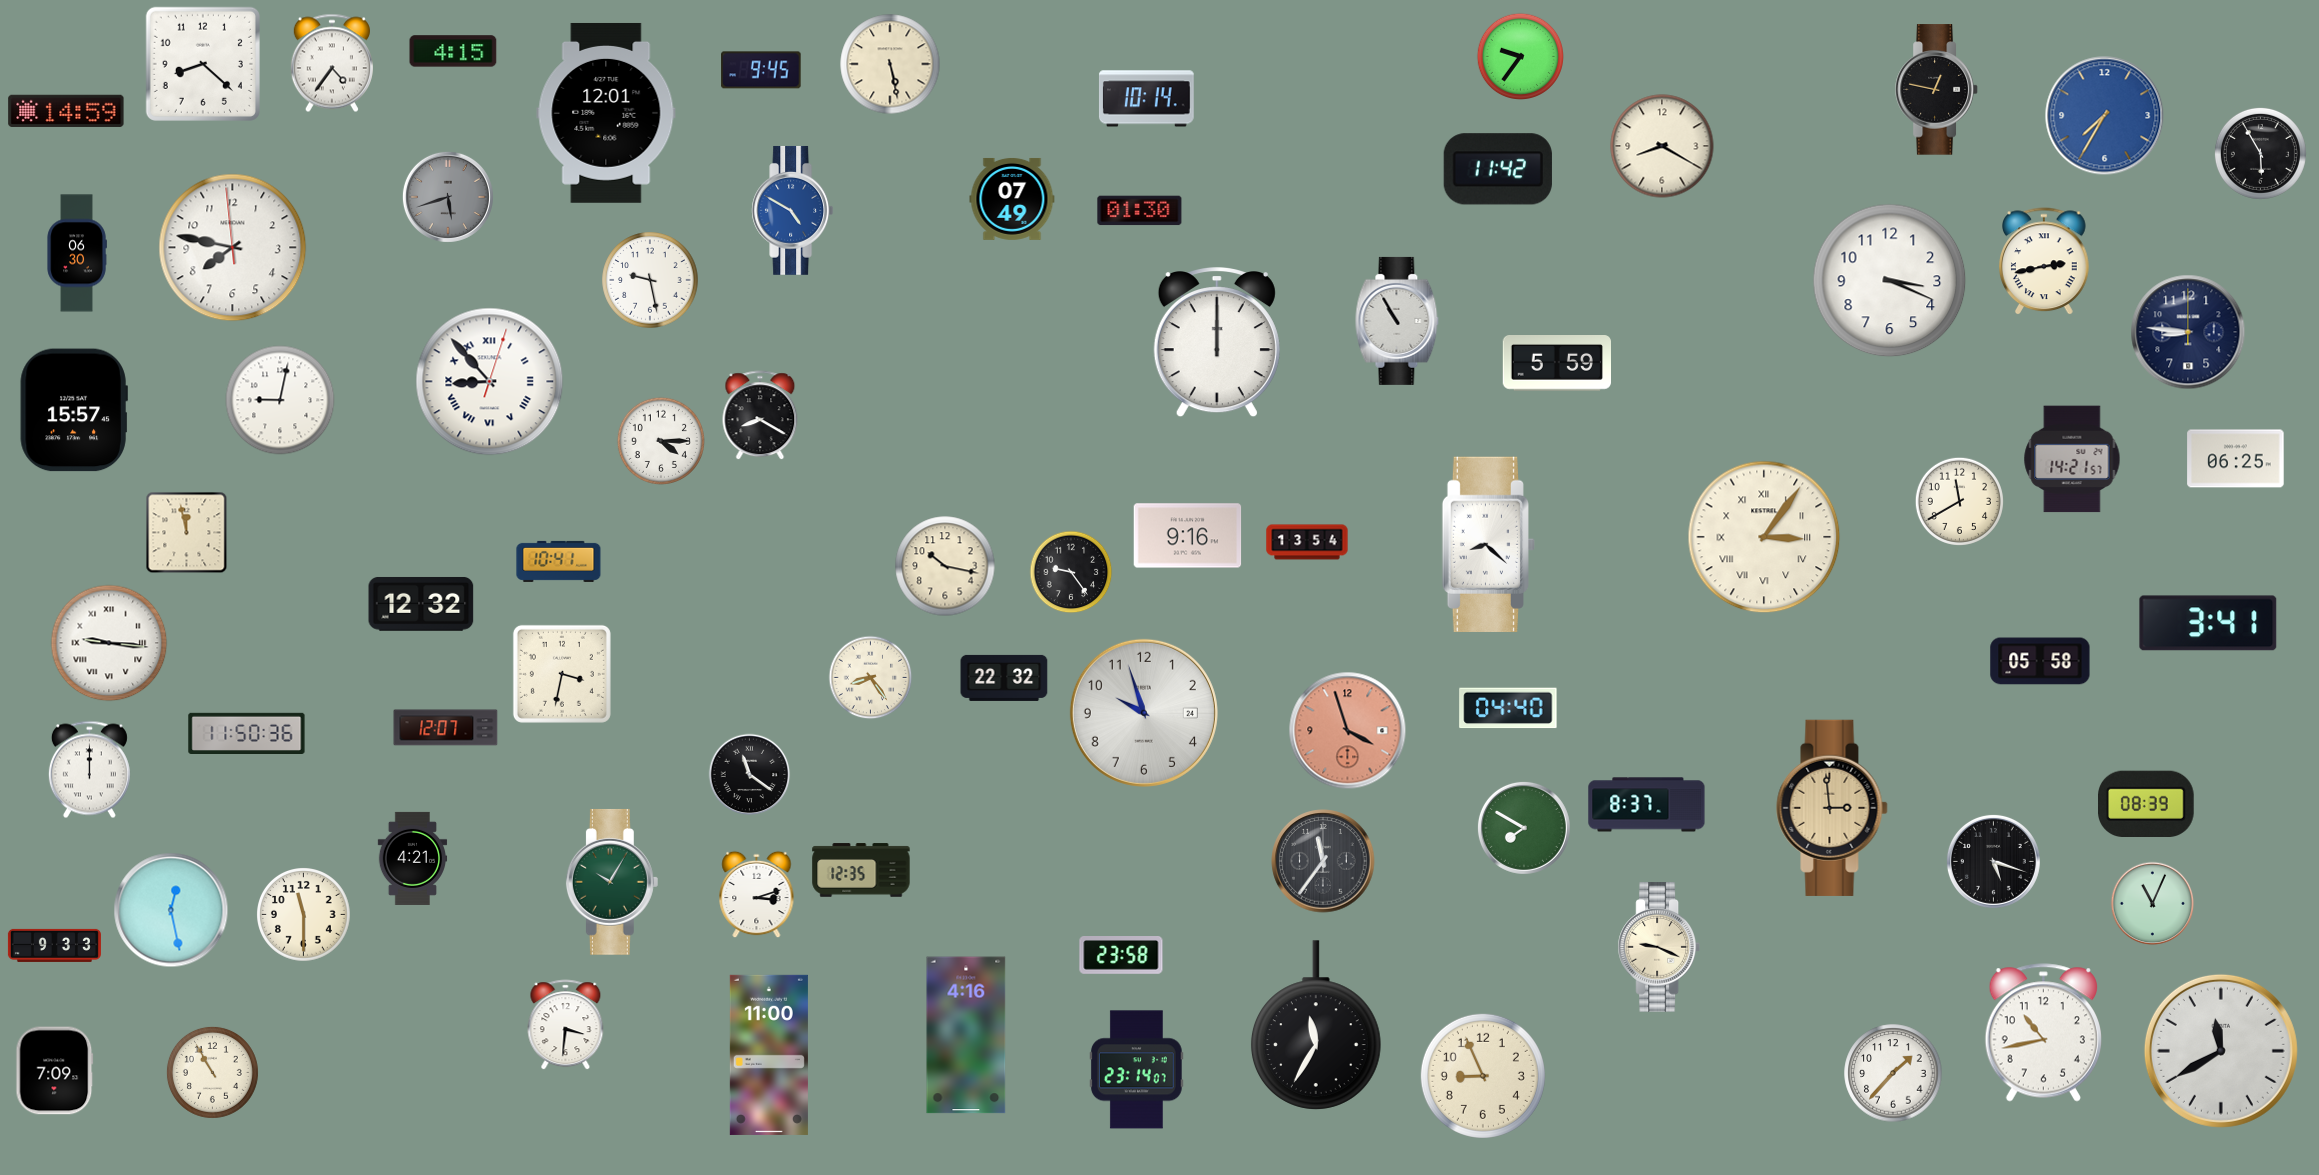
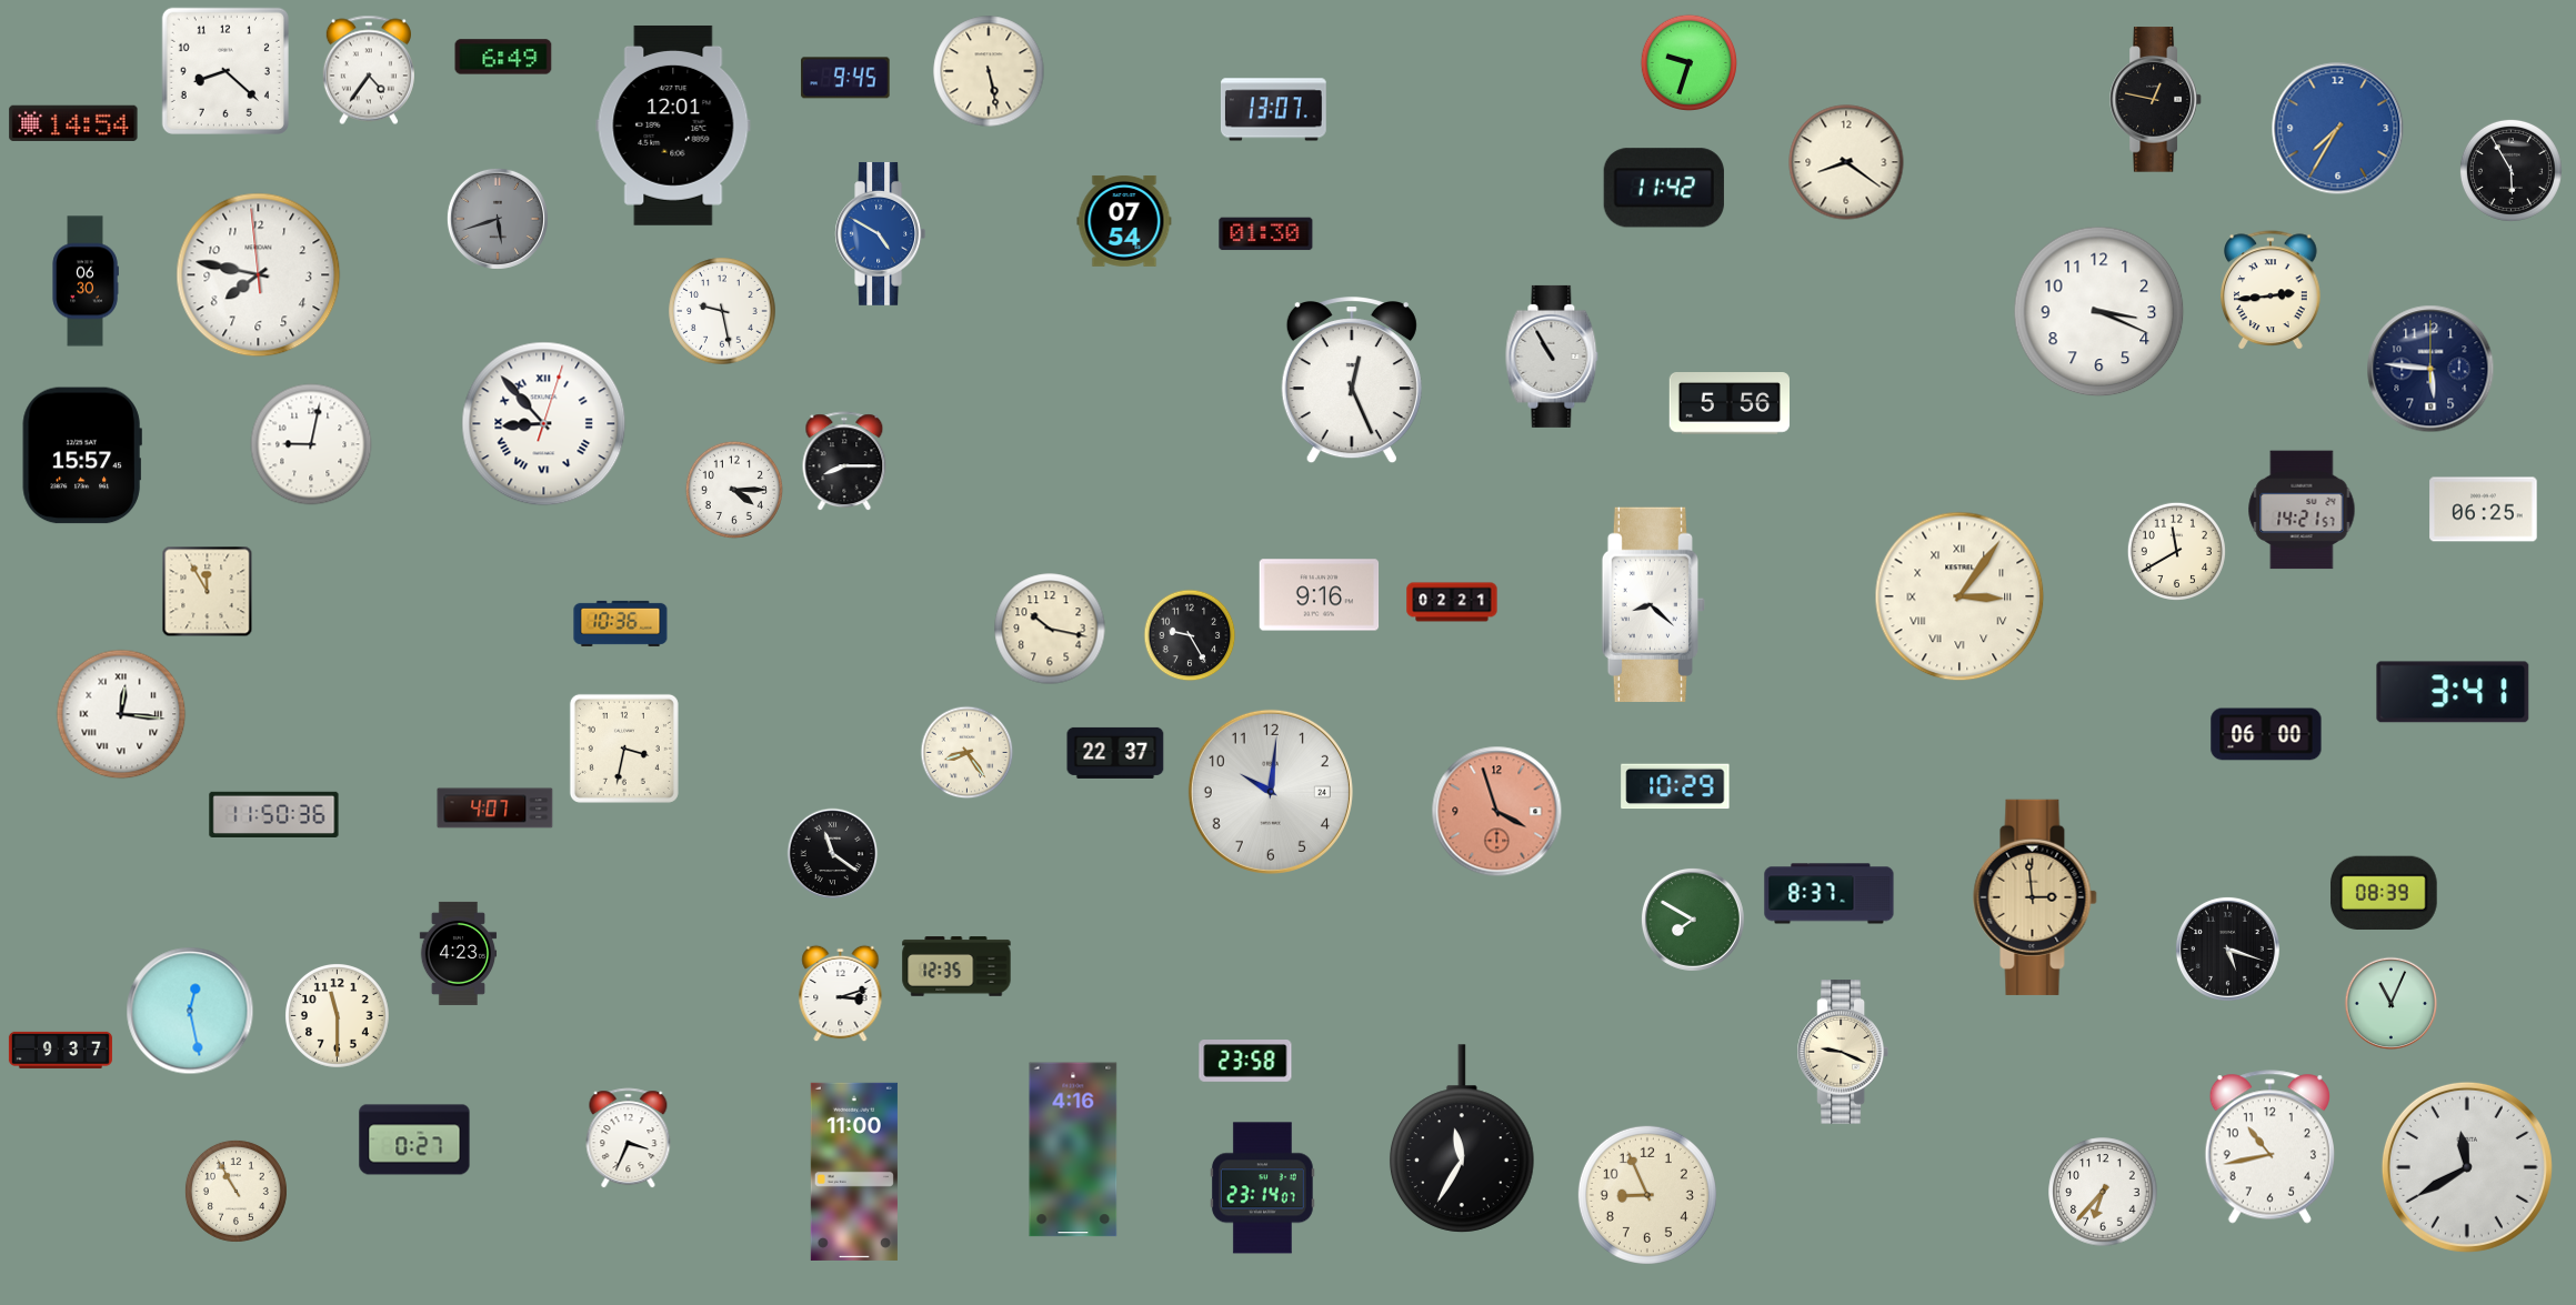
clock at (453, 51): 4:15 -> 6:49
clock at (1520, 56): 9:36 -> 9:33
clock at (1937, 90) position: (1937, 90) -> (2156, 100)
clock at (1146, 99): 10:14 -> 13:07
clock at (66, 111): 14:59 -> 14:54
clock at (1662, 146): 8:20 -> 8:21
clock at (1012, 199): 07:49 -> 07:54
clock at (2045, 262): 2:43 -> 2:44
clock at (2188, 332): 8:46 -> 5:46
clock at (1217, 343): 12:00 -> 12:26
clock at (1556, 363): 5:59 -> 5:56
clock at (760, 416): 8:20 -> 8:15
clock at (1959, 501) position: (1959, 501) -> (2176, 551)
clock at (187, 533): 11:58 -> 11:55
clock at (1307, 542): 13:54 -> 02:21
clock at (559, 561): 10:41 -> 10:36
clock at (1071, 572): 9:24 -> 9:25
clock at (421, 604): 12:32 -> none
clock at (109, 643): 9:16 -> 12:16
clock at (2040, 661): 05:58 -> 06:00
clock at (1004, 678): 22:32 -> 22:37
clock at (1508, 708): 04:40 -> 10:29
clock at (1144, 713): 9:57 -> 10:01
clock at (446, 728): 12:07 -> 4:07
clock at (89, 770): 12:00 -> none
clock at (750, 775) position: (750, 775) -> (833, 854)
clock at (413, 858): 4:21 -> 4:23
clock at (1323, 861): 11:36 -> none
clock at (1993, 861) position: (1993, 861) -> (2227, 948)
clock at (612, 882): 10:05 -> none
clock at (54, 945): 9:33 -> 9:37
clock at (566, 1025): 3:31 -> 3:34
clock at (414, 1140): none -> 0:27
clock at (55, 1071): 7:09 -> none
clock at (1893, 1073): 1:37 -> 6:37
